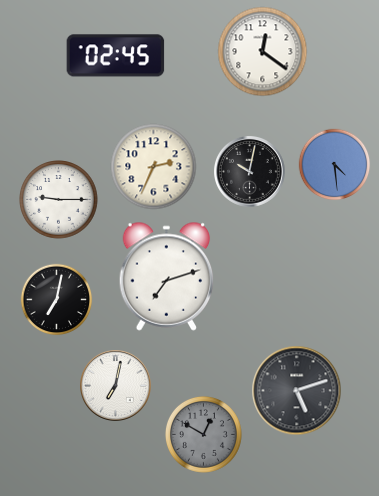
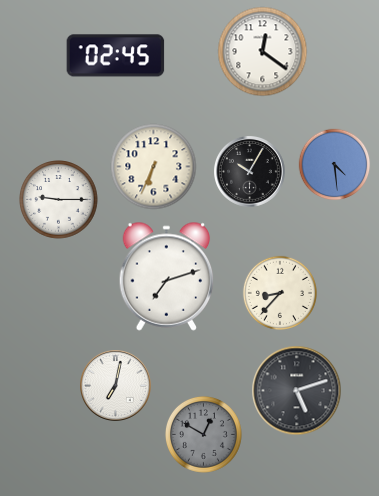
clock at (154, 167): 2:34 -> 6:34
clock at (250, 172): 10:02 -> 10:05
clock at (280, 293): none -> 8:37
clock at (57, 300): 7:02 -> none
